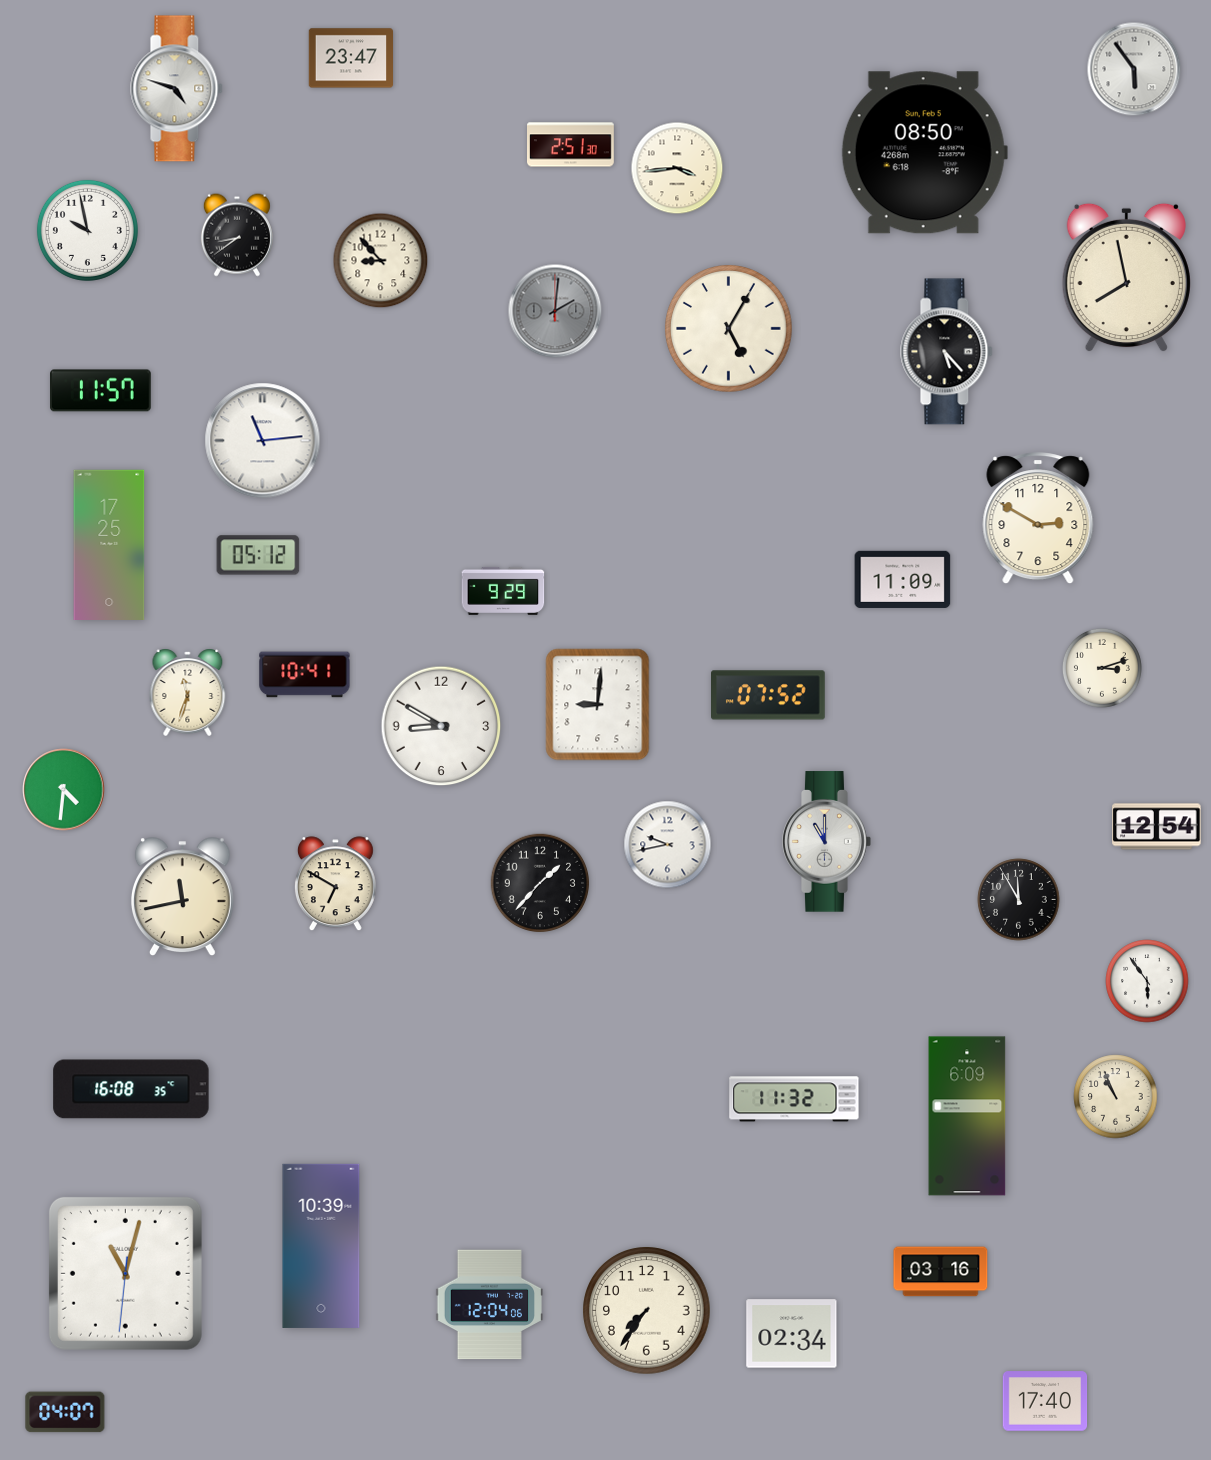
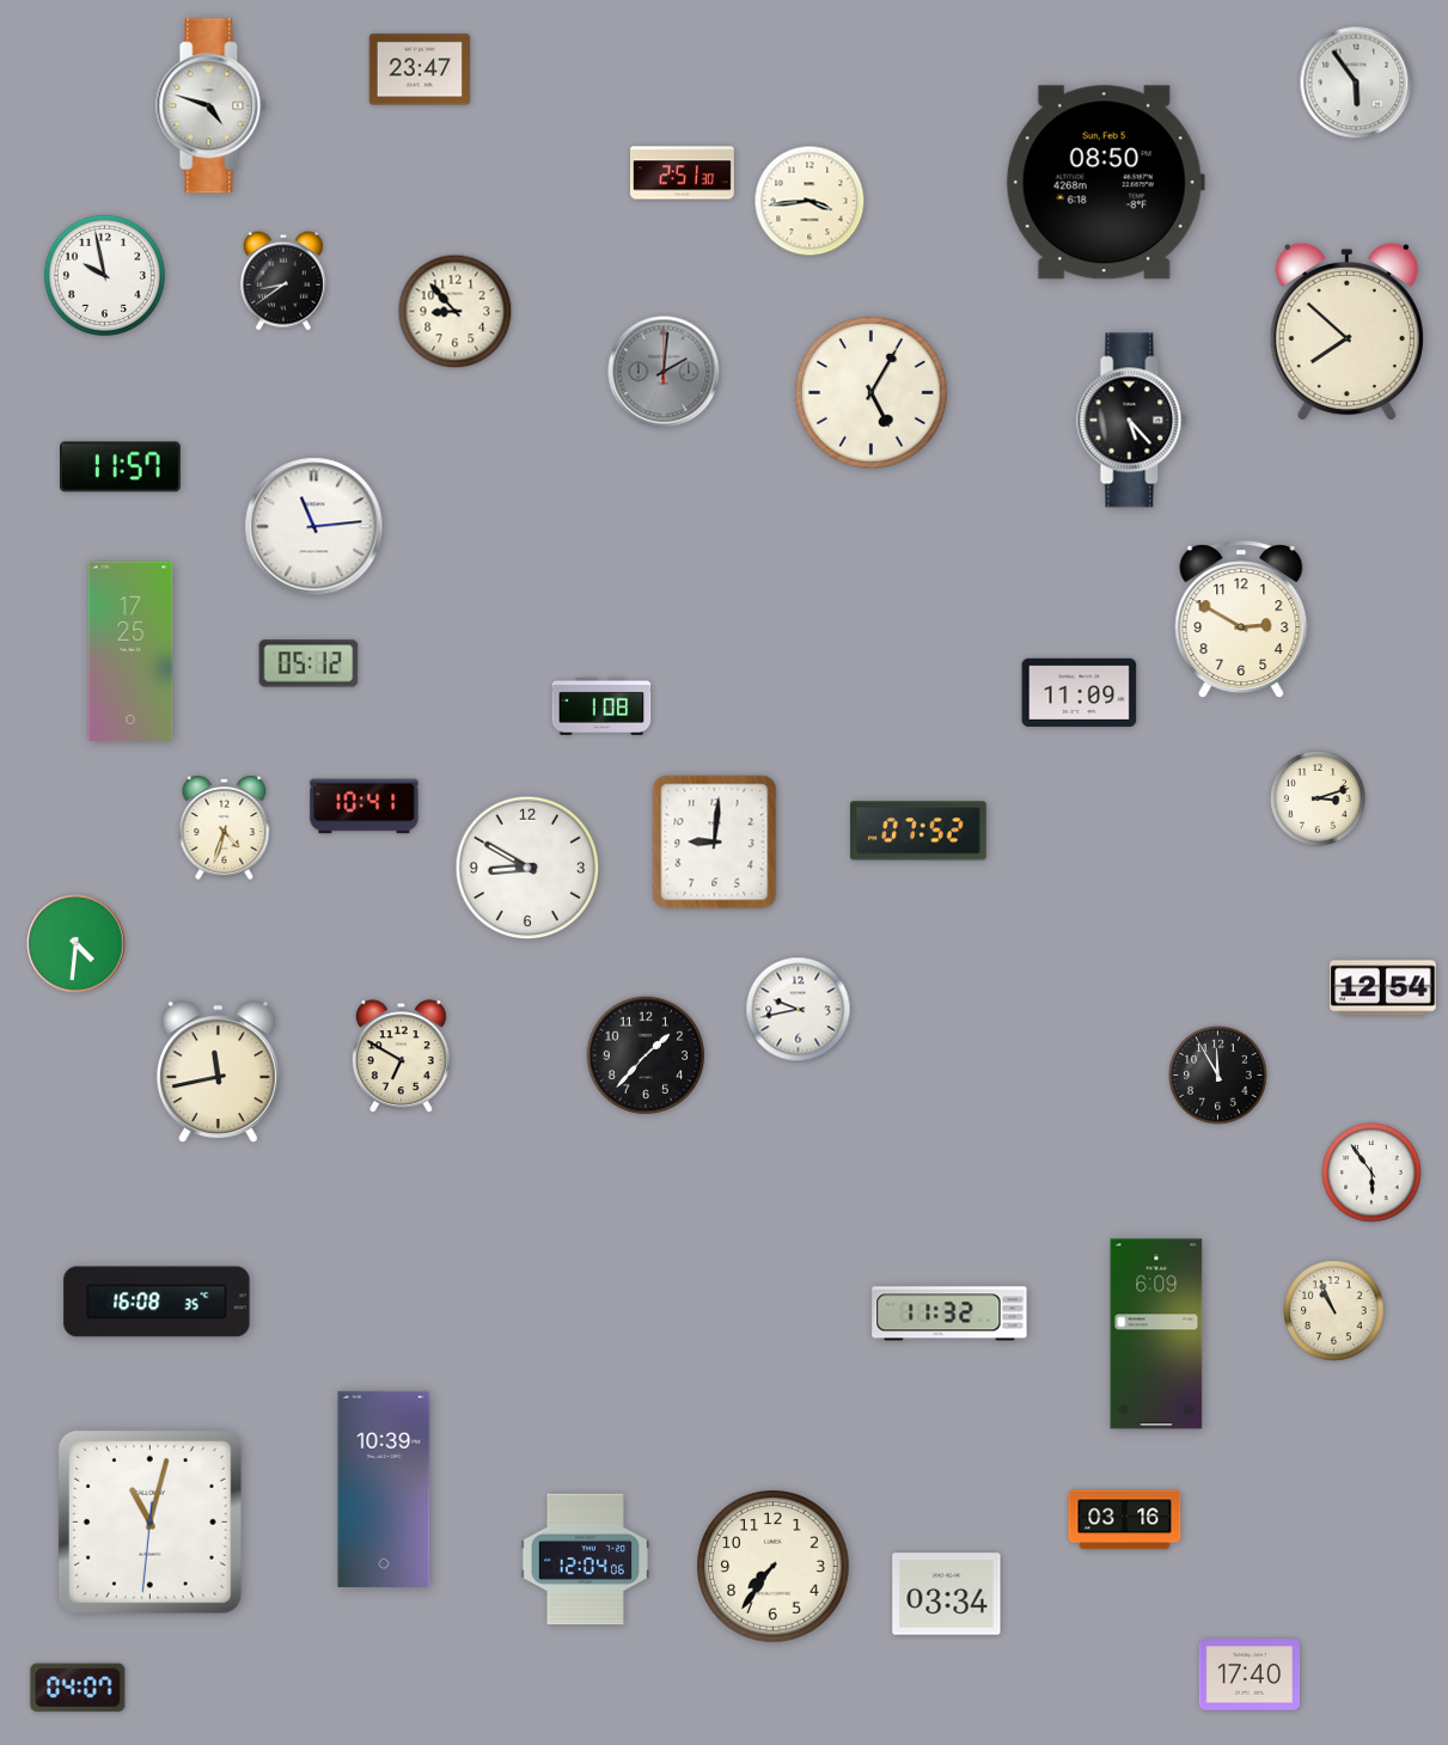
clock at (1126, 278): 7:58 -> 7:52
clock at (503, 591): 9:29 -> 1:08
clock at (188, 692): 11:33 -> 4:33
clock at (827, 842): 11:00 -> none
clock at (792, 1334): 02:34 -> 03:34
